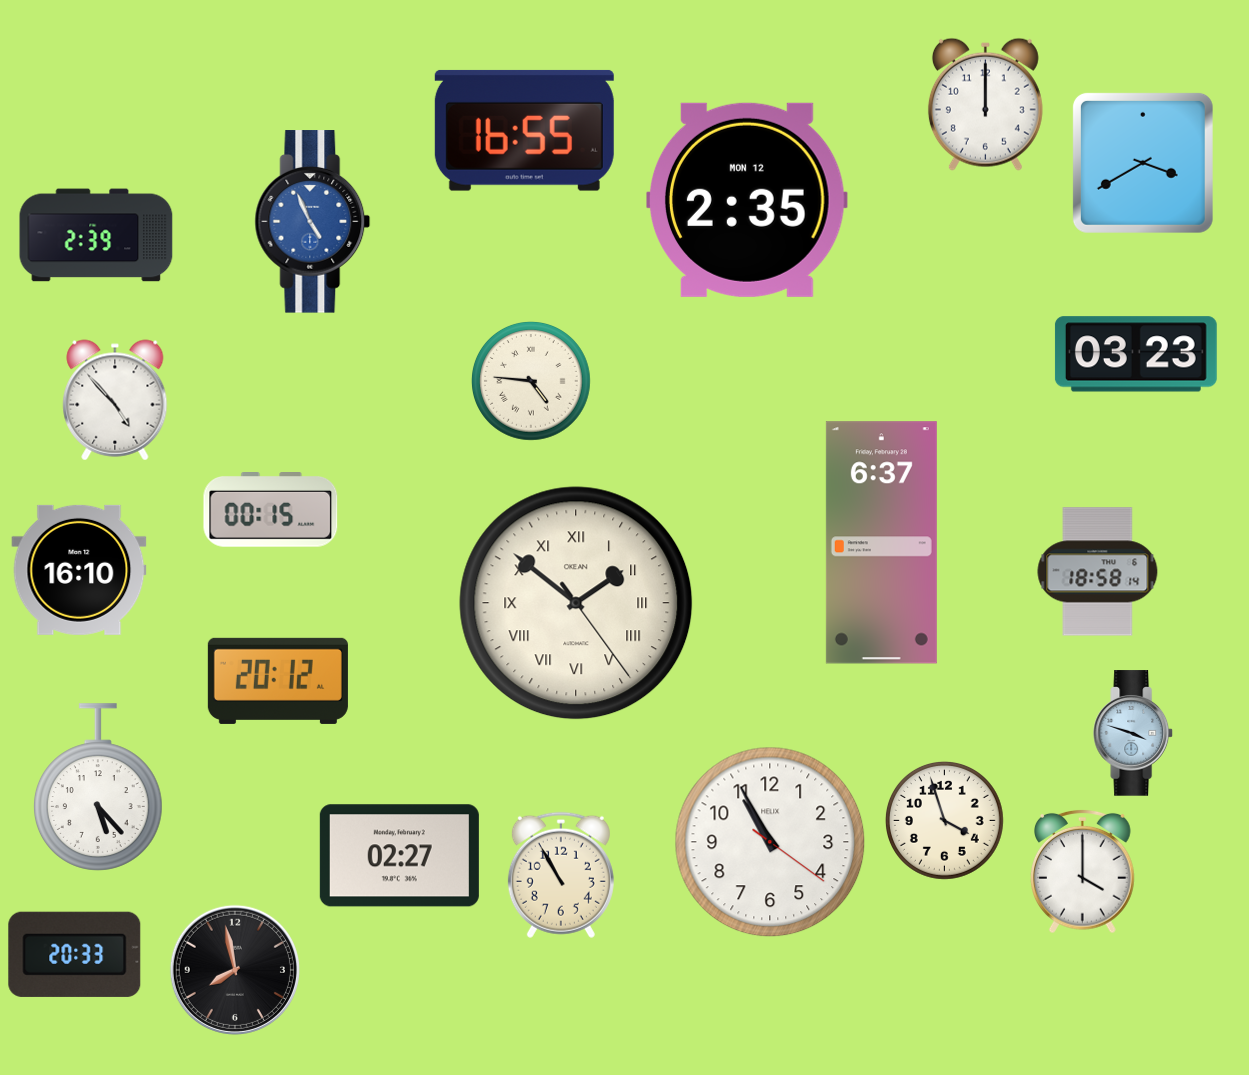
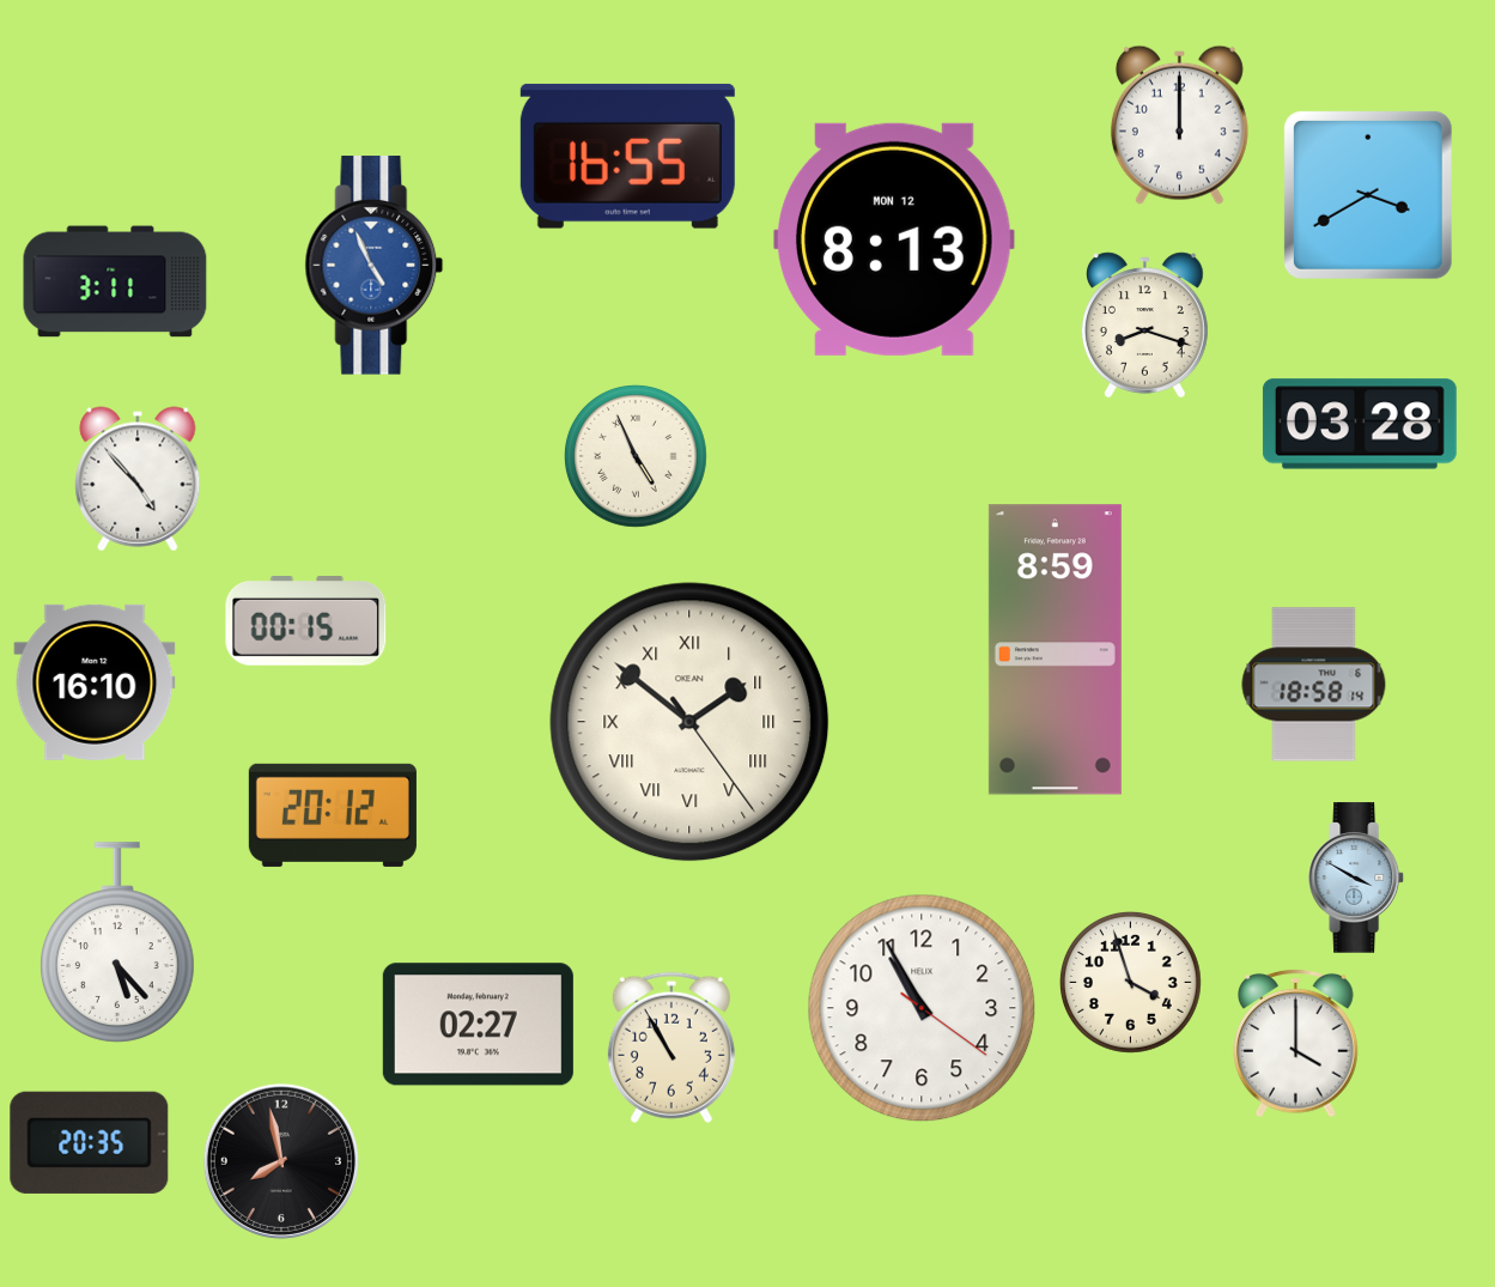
clock at (748, 200): 2:35 -> 8:13
clock at (96, 235): 2:39 -> 3:11
clock at (1144, 326): none -> 8:18
clock at (1136, 354): 03:23 -> 03:28
clock at (532, 382): 4:46 -> 4:56
clock at (271, 510) position: (271, 510) -> (306, 621)
clock at (881, 543): 6:37 -> 8:59
clock at (1134, 733): 3:48 -> 3:50
clock at (75, 954): 20:33 -> 20:35
